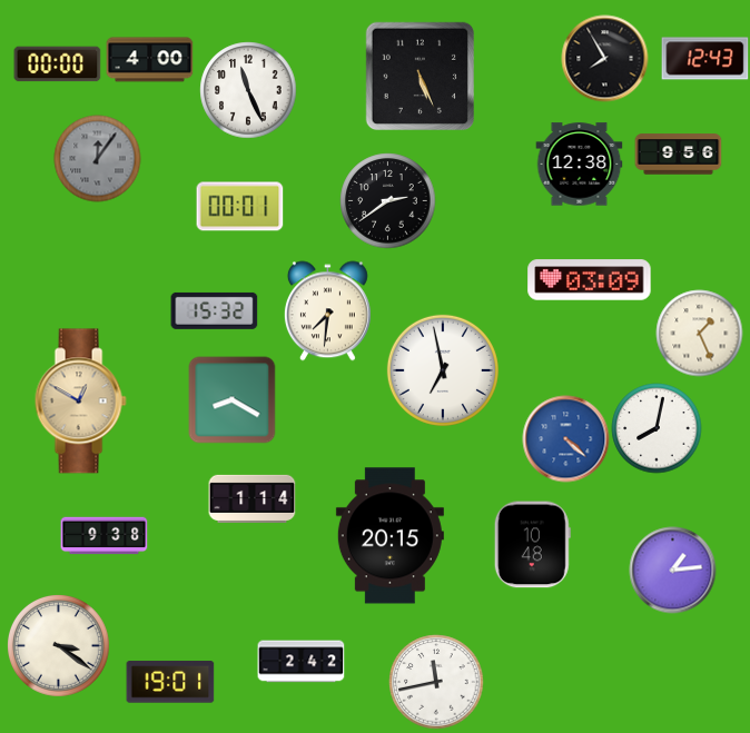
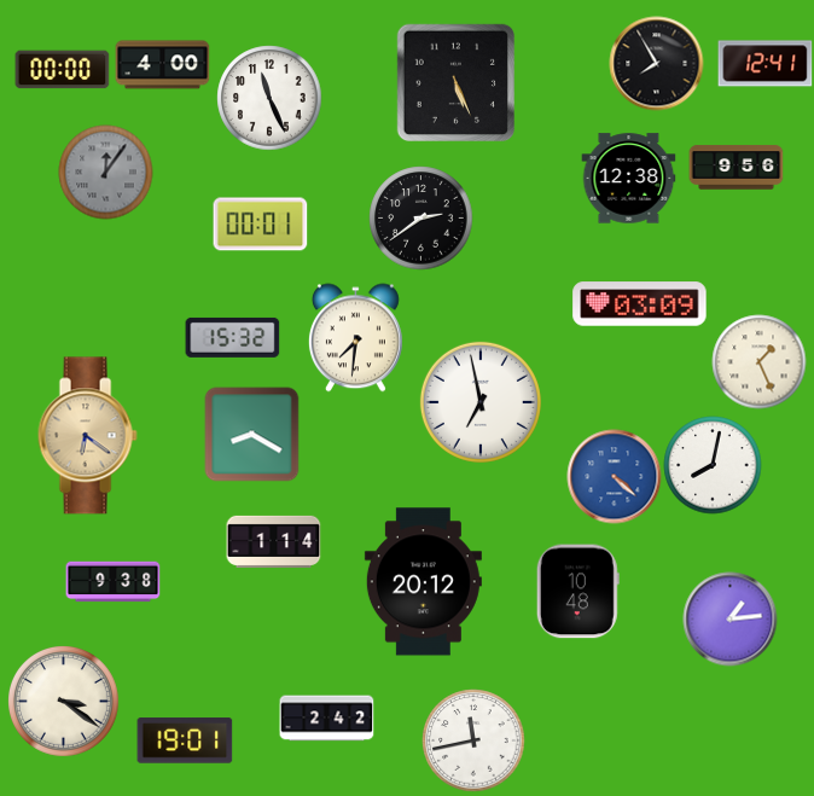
clock at (704, 59): 12:43 -> 12:41
clock at (80, 402): 12:50 -> 6:21
clock at (389, 536): 20:15 -> 20:12
